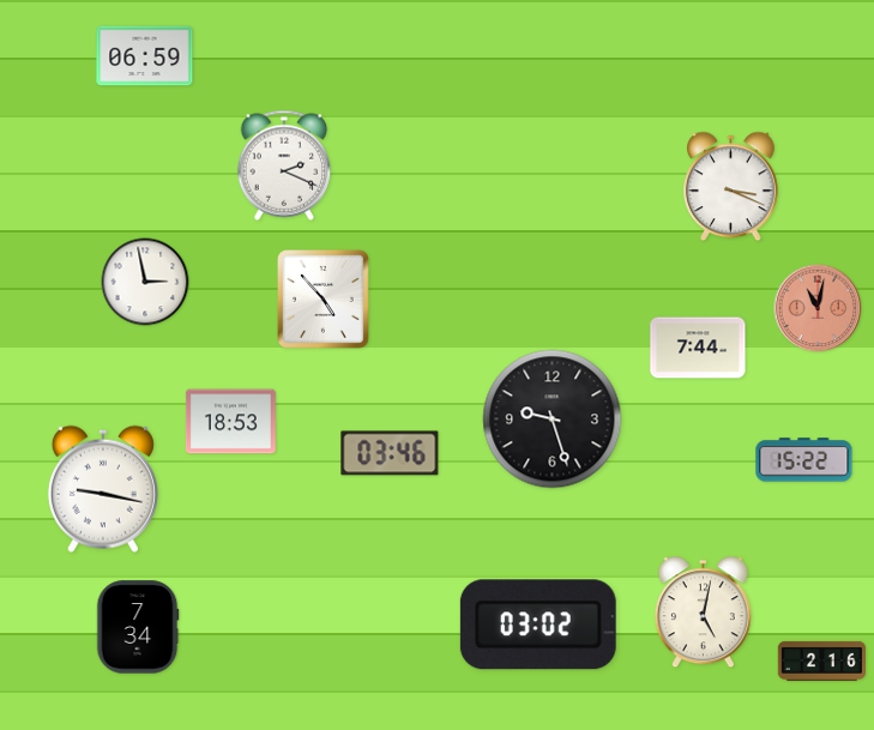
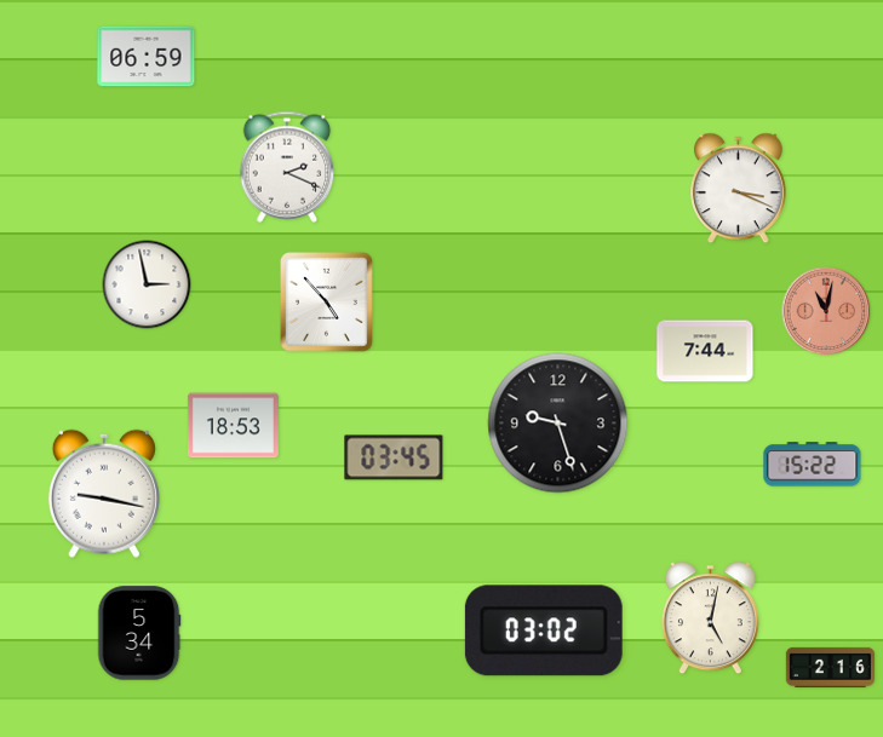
clock at (390, 453): 03:46 -> 03:45
clock at (138, 627): 7:34 -> 5:34
